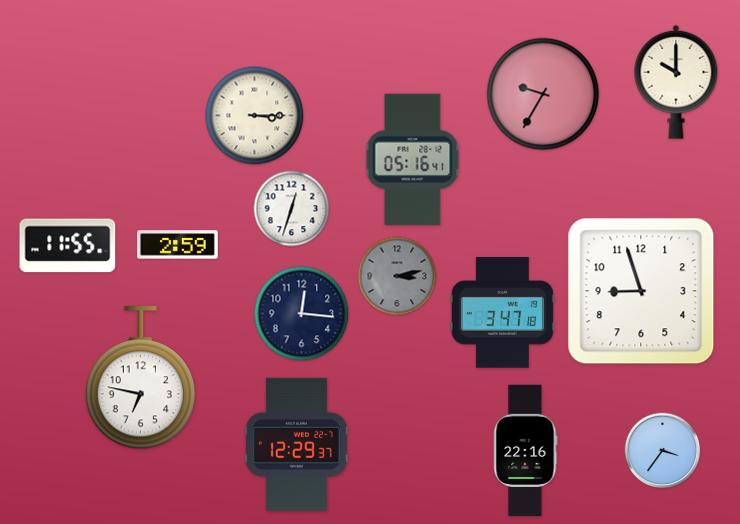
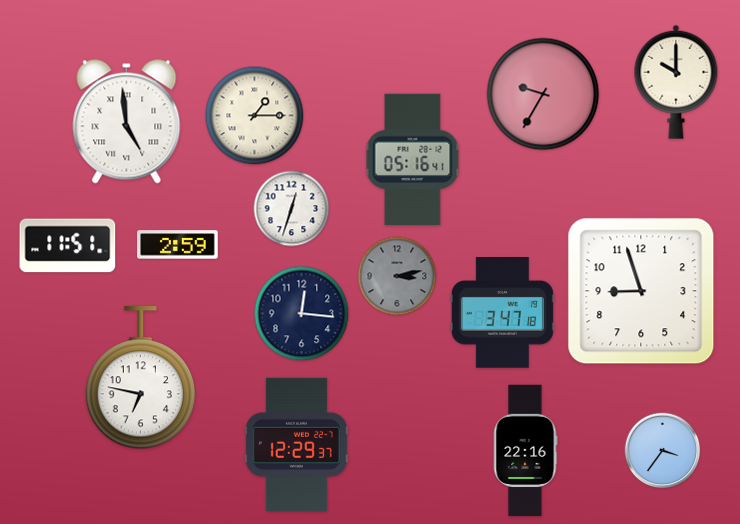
clock at (255, 116): 3:15 -> 1:15
clock at (127, 122): none -> 4:59
clock at (68, 246): 11:55 -> 11:51
